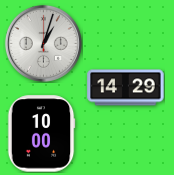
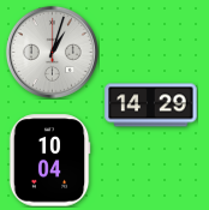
clock at (41, 134): 10:00 -> 10:04
